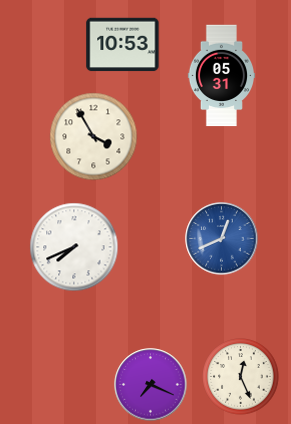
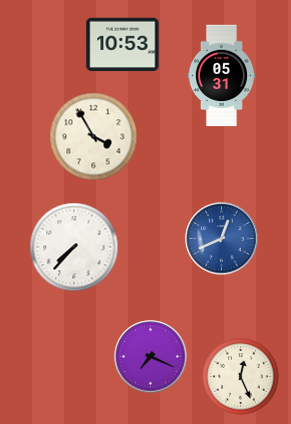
clock at (74, 247): 7:41 -> 7:37
clock at (151, 385) position: (151, 385) -> (151, 357)
